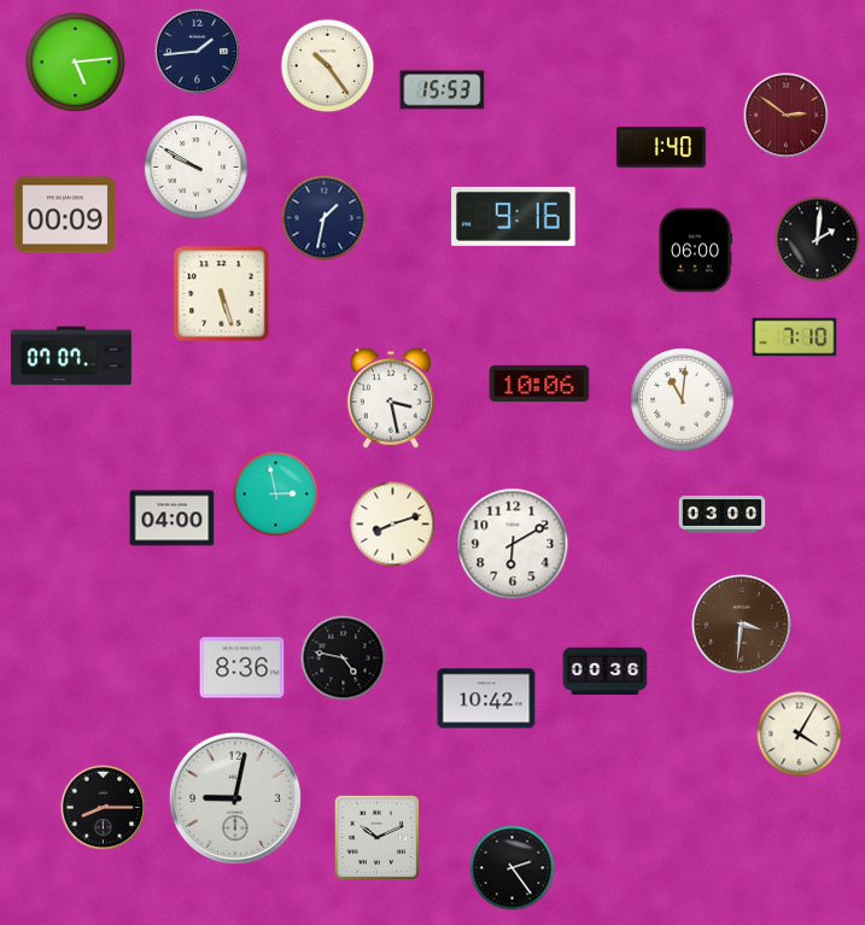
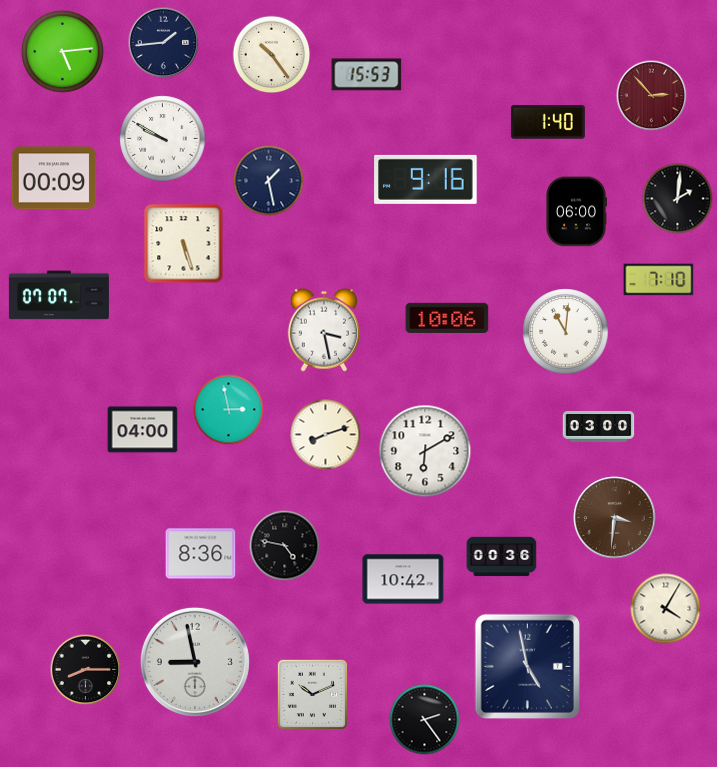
clock at (787, 116): 2:51 -> 2:53
clock at (325, 218): 1:32 -> 1:28
clock at (695, 251) position: (695, 251) -> (576, 212)
clock at (800, 734) position: (800, 734) -> (666, 609)
clock at (235, 798): 9:02 -> 8:58
clock at (527, 666): none -> 4:58
